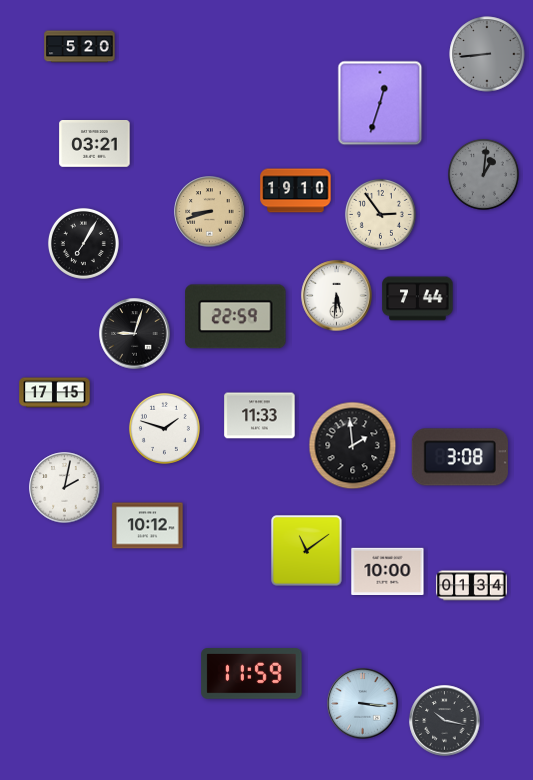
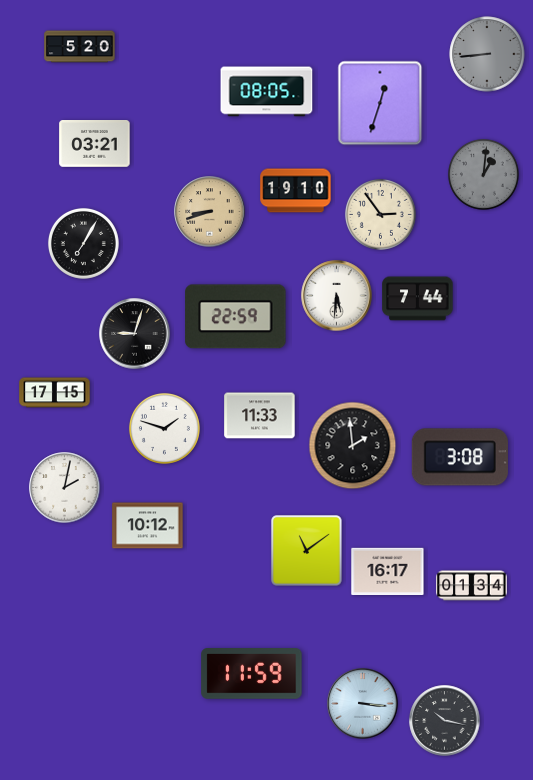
clock at (267, 92): none -> 08:05
clock at (388, 571): 10:00 -> 16:17
